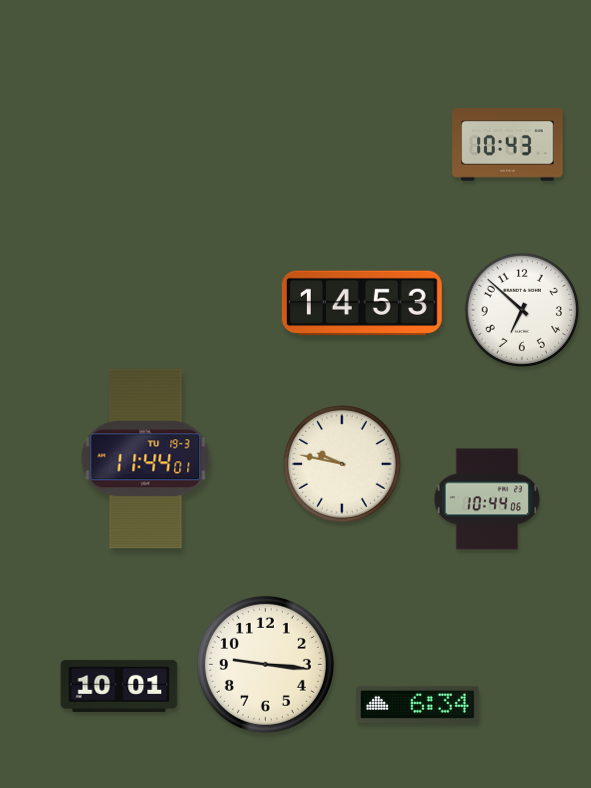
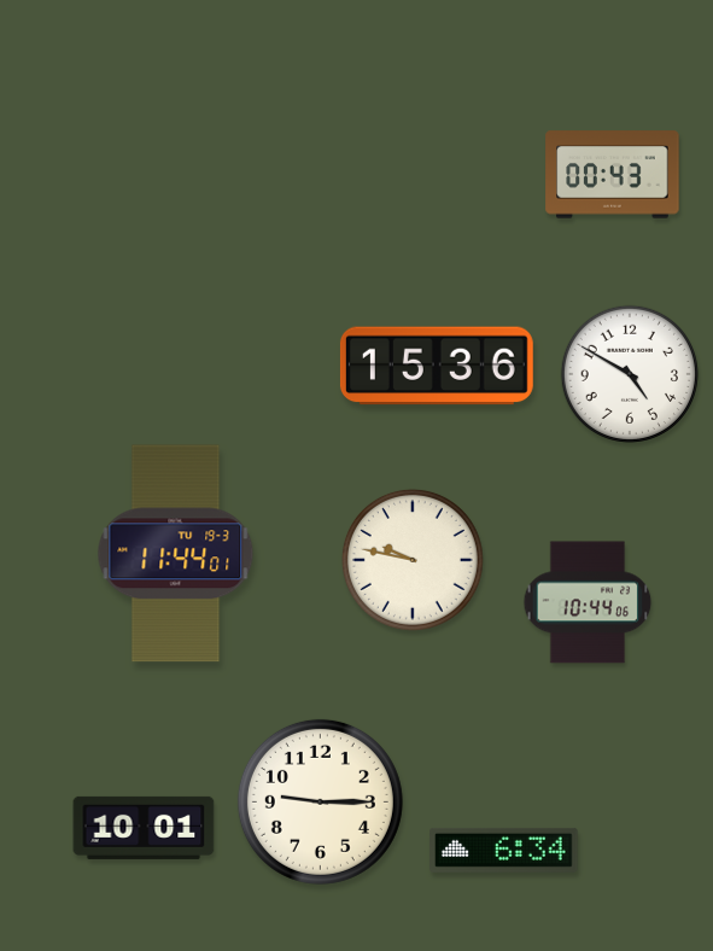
clock at (508, 145): 10:43 -> 00:43
clock at (362, 303): 14:53 -> 15:36
clock at (522, 310): 6:52 -> 4:50
clock at (265, 664): 9:16 -> 9:15
